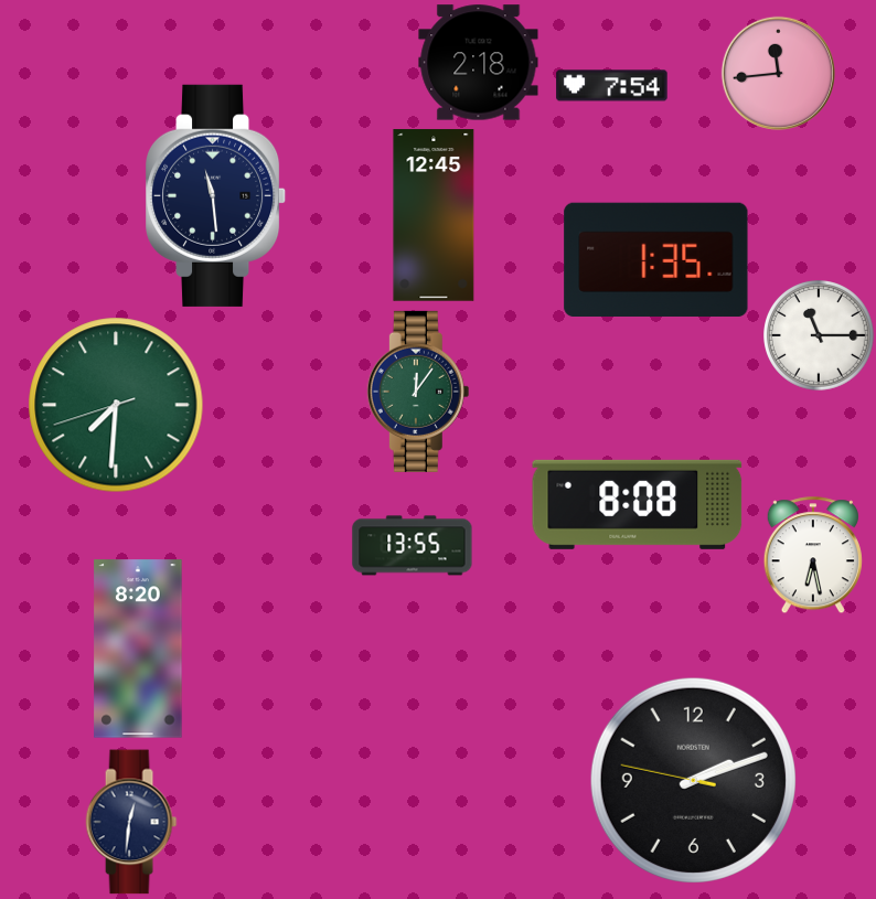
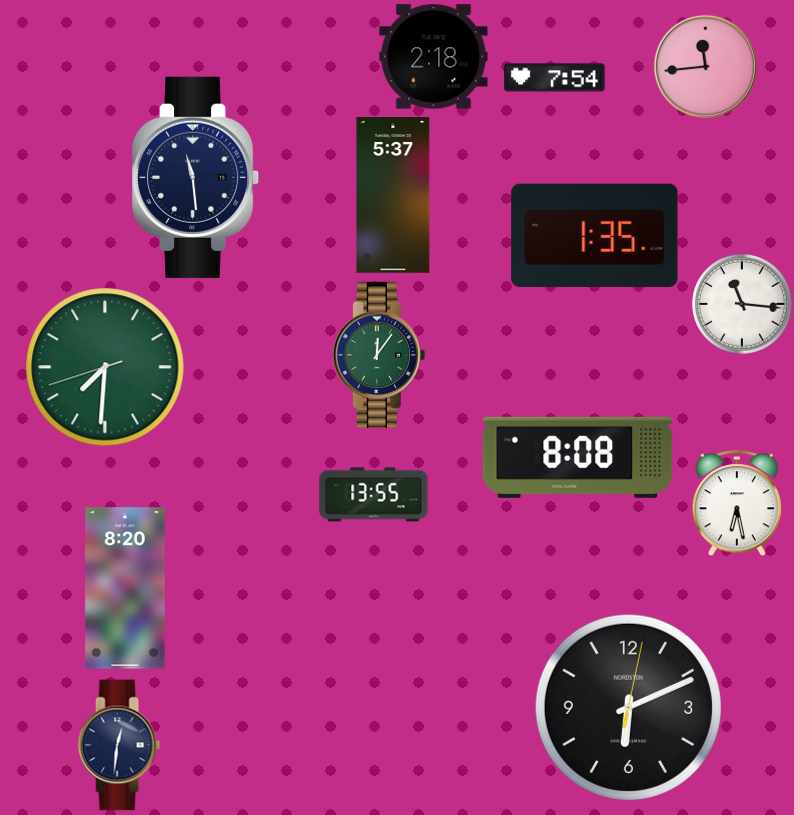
clock at (434, 215): 12:45 -> 5:37
clock at (820, 336): 11:15 -> 11:16
clock at (693, 780): 2:11 -> 6:11
